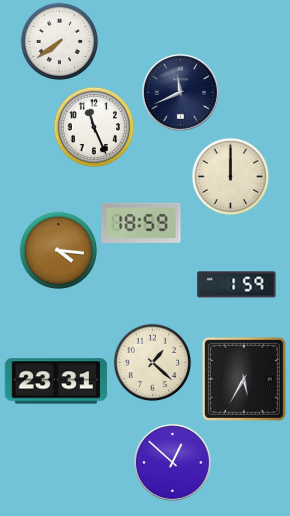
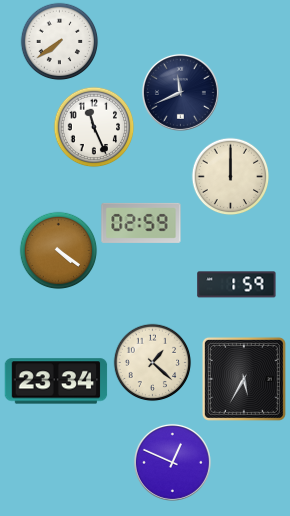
clock at (141, 223): 18:59 -> 02:59
clock at (58, 250): 4:16 -> 4:21
clock at (56, 381): 23:31 -> 23:34
clock at (172, 462): 12:52 -> 12:49
